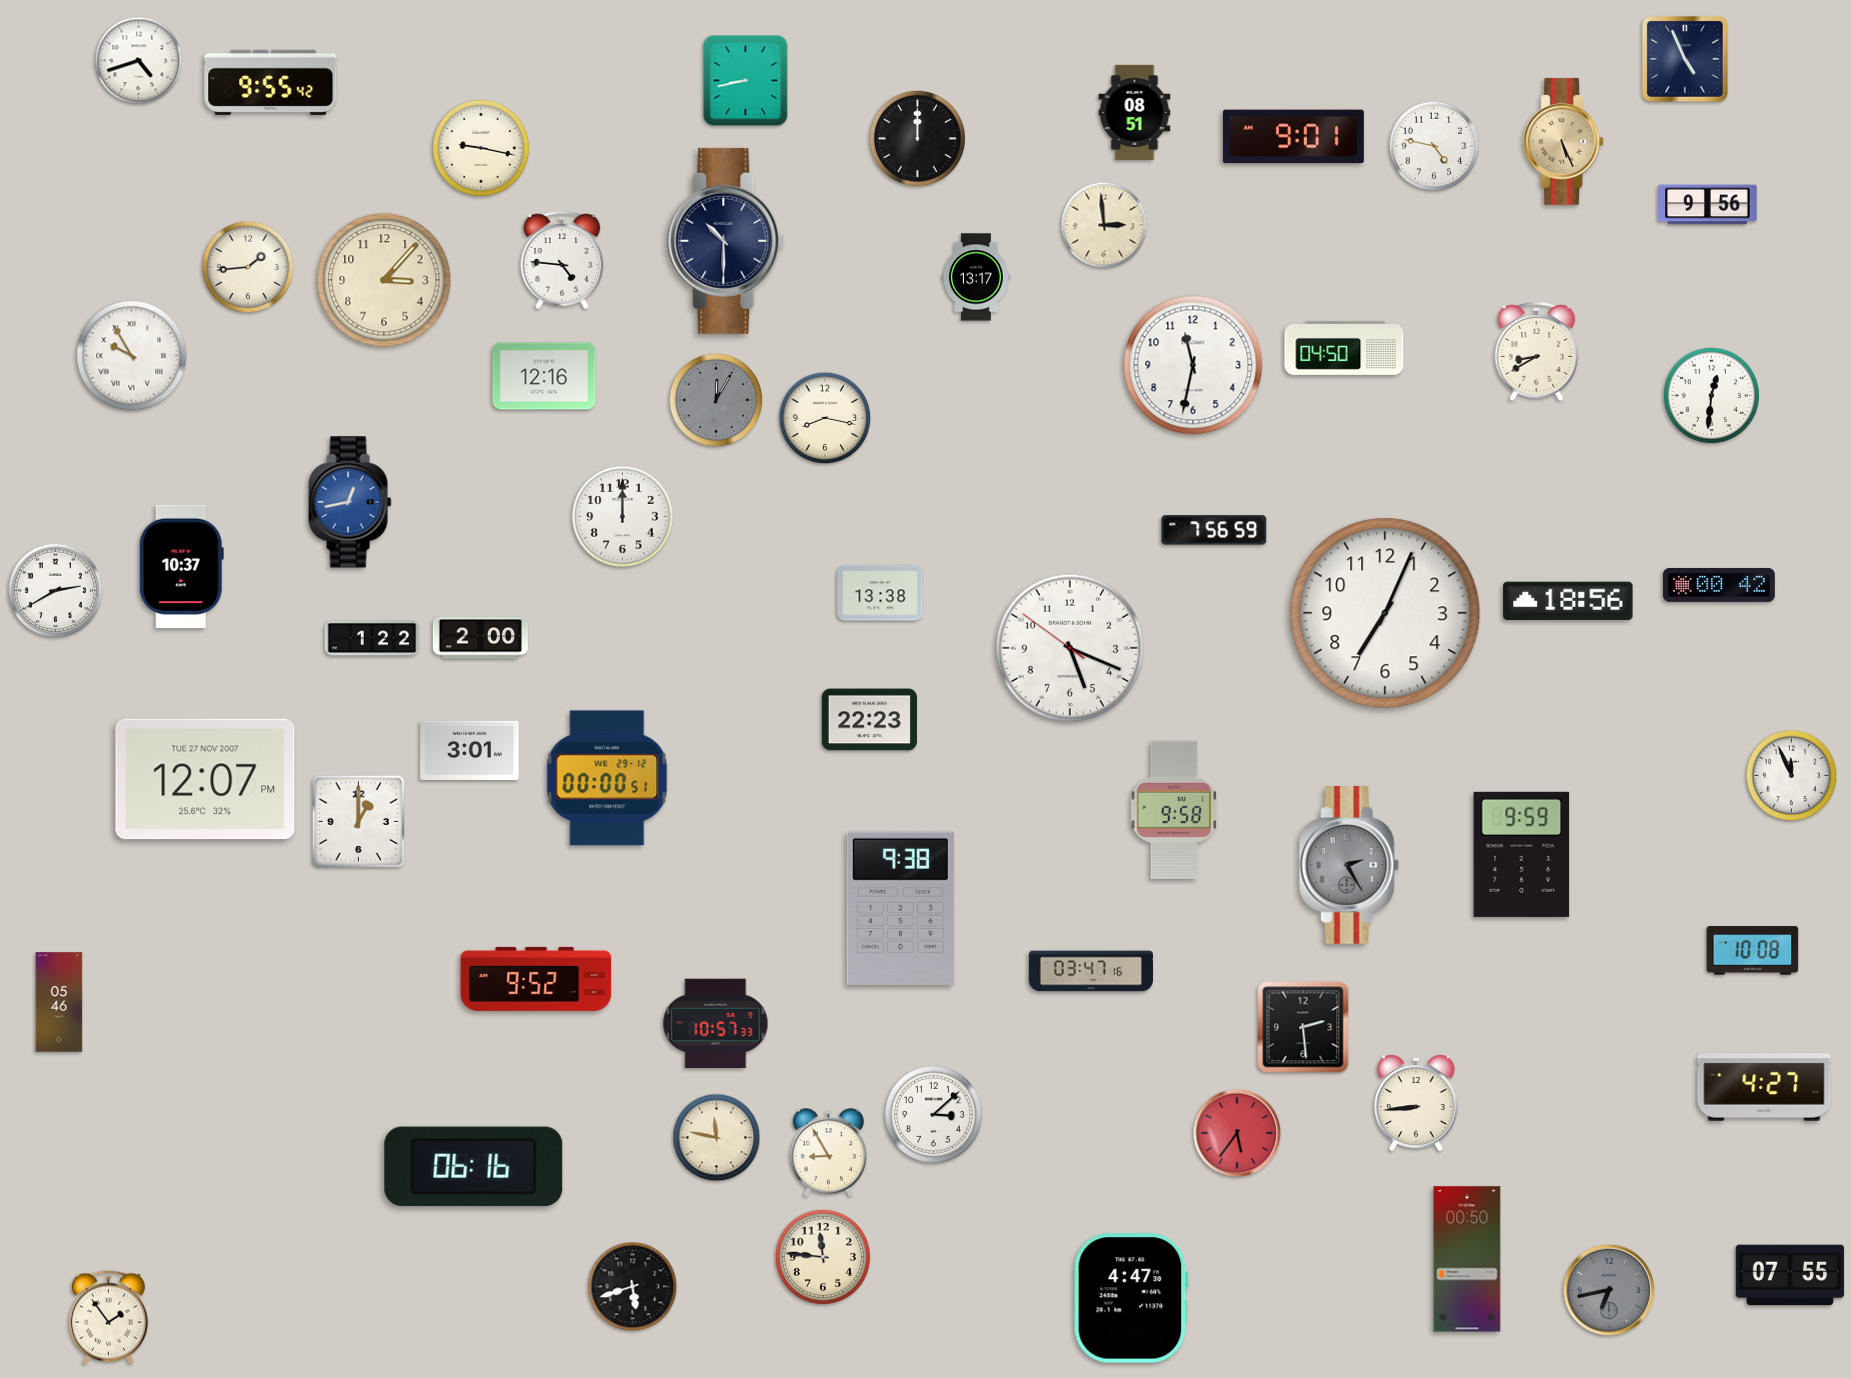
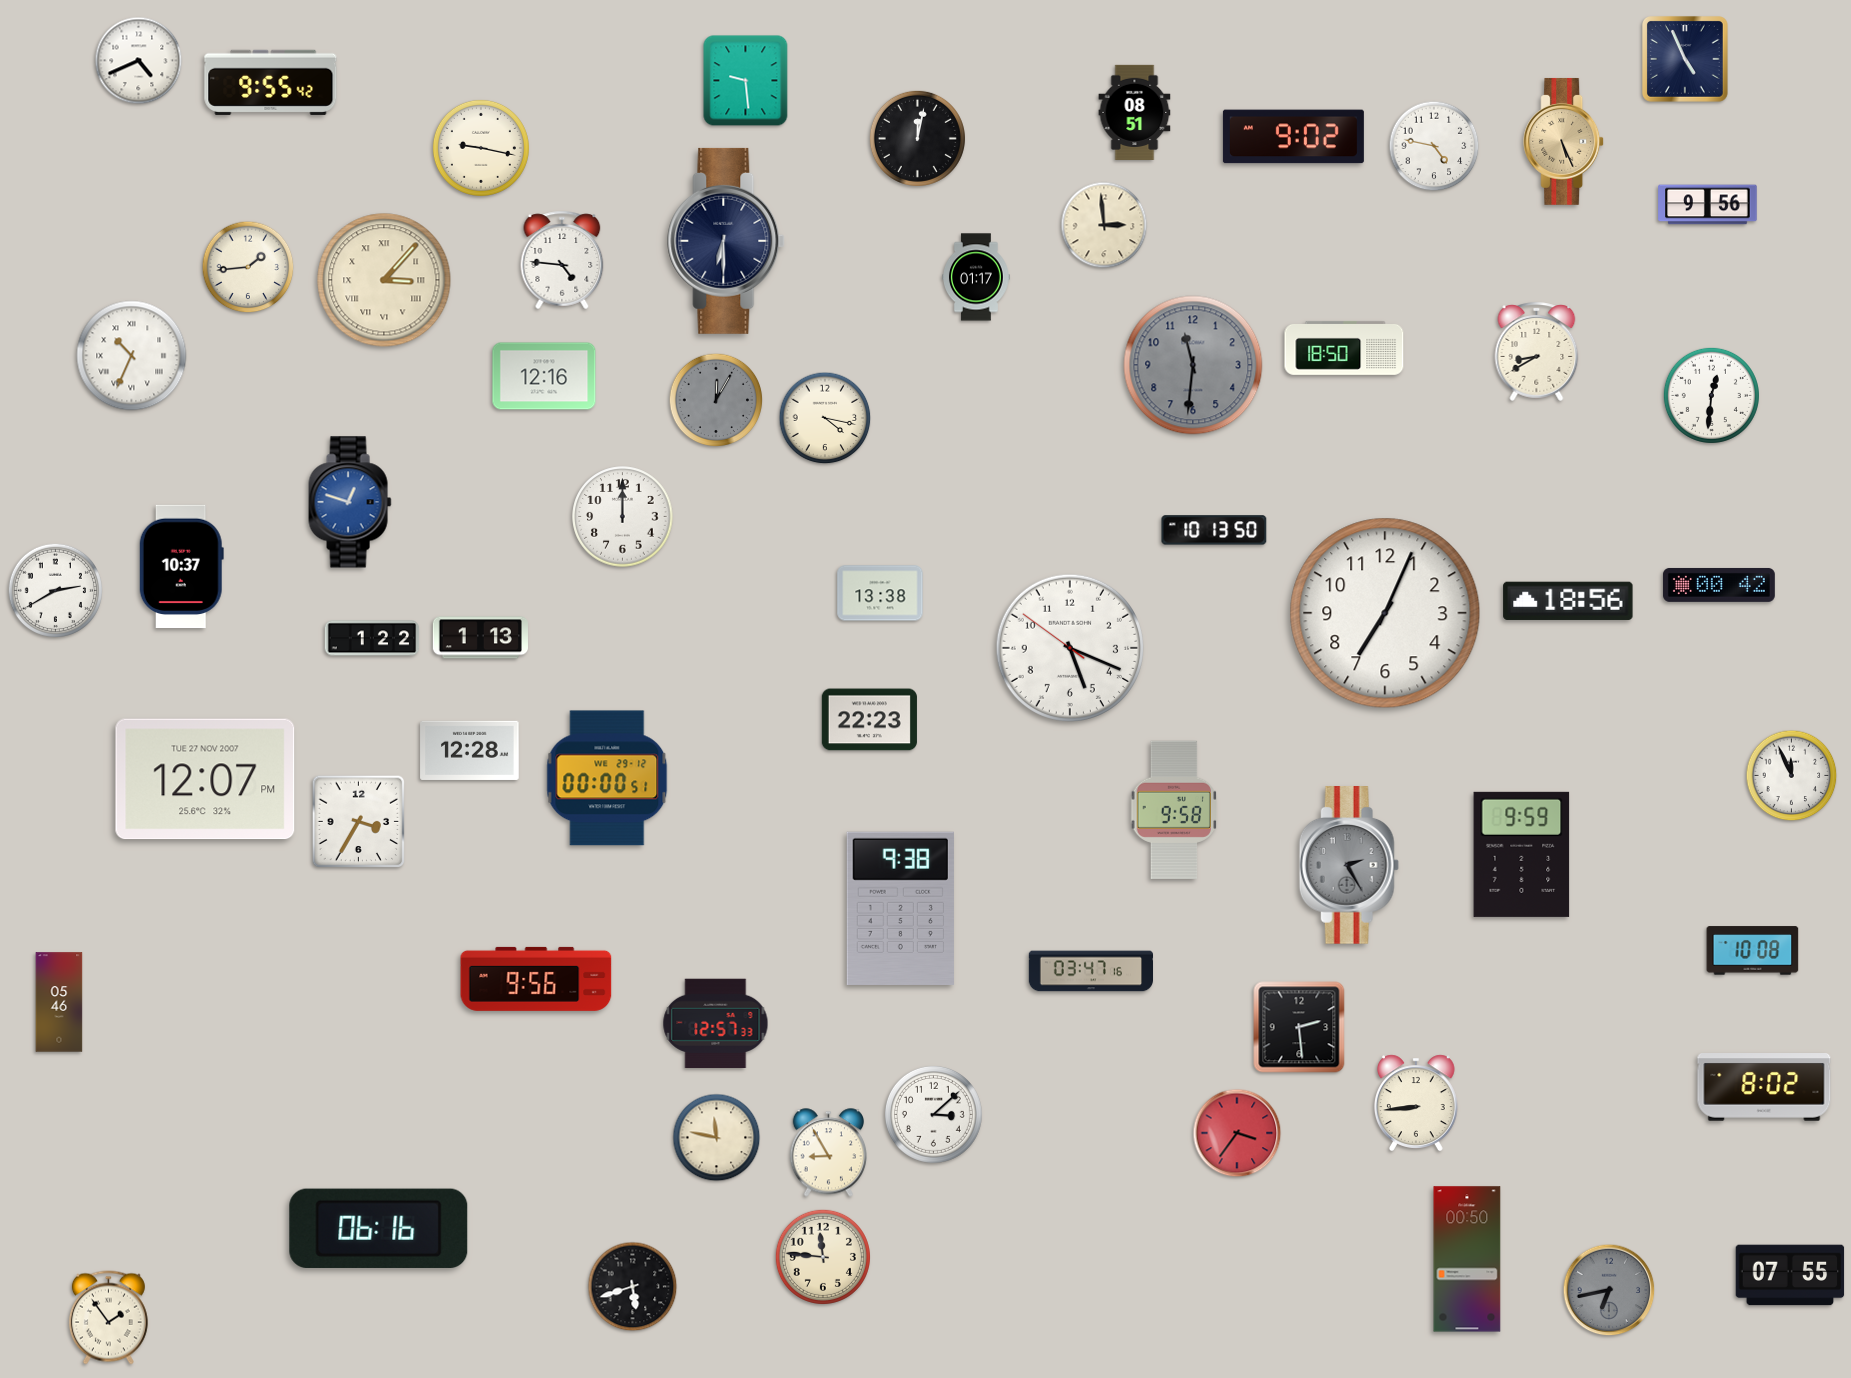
clock at (139, 61): 4:42 -> 4:41
clock at (746, 81): 8:43 -> 9:29
clock at (1293, 137): 9:01 -> 9:02
clock at (917, 138): 12:00 -> 12:02
clock at (727, 241): 10:30 -> 6:30
clock at (977, 277): 13:17 -> 01:17
clock at (384, 280) numerals: Arabic -> Roman
clock at (1344, 348): 04:50 -> 18:50
clock at (132, 356): 9:55 -> 10:34
clock at (1193, 365): 11:32 -> 11:31
clock at (1193, 365) dial: white -> grey
clock at (825, 418): 8:17 -> 4:17
clock at (350, 502): 12:43 -> 12:48
clock at (1214, 530): 7:56 -> 10:13
clock at (480, 638): 2:00 -> 1:13
clock at (470, 750): 3:01 -> 12:28
clock at (359, 822): 1:00 -> 3:35
clock at (536, 979): 9:52 -> 9:56
clock at (716, 1023): 10:57 -> 12:57
clock at (1303, 1027) position: (1303, 1027) -> (1299, 1027)
clock at (1764, 1088): 4:27 -> 8:02
clock at (1237, 1133): 5:36 -> 3:36
clock at (474, 1166) position: (474, 1166) -> (379, 1228)
clock at (1131, 1298): 4:47 -> none
